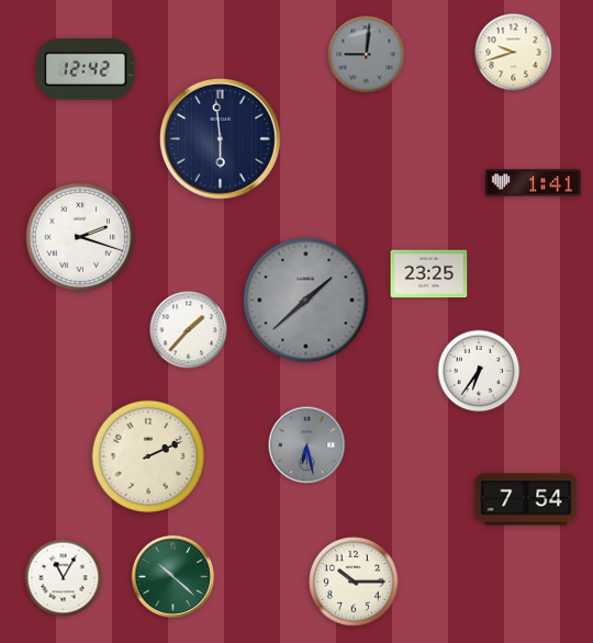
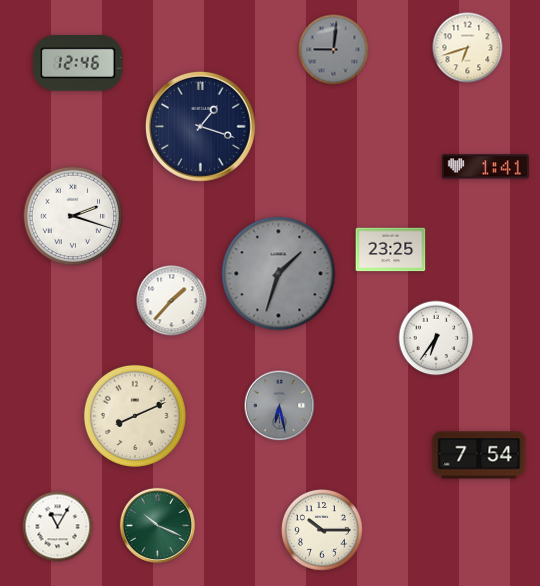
clock at (514, 53): 9:42 -> 6:42
clock at (86, 69): 12:42 -> 12:46
clock at (220, 138): 5:59 -> 1:18
clock at (306, 301): 1:38 -> 1:33
clock at (148, 456): 2:11 -> 8:11
clock at (172, 576): 10:22 -> 10:19
